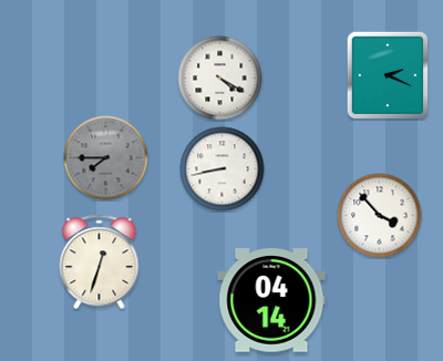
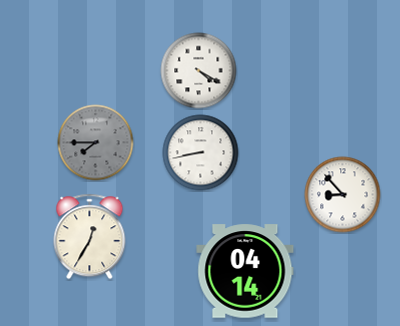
clock at (388, 75): 2:19 -> none
clock at (380, 216): 3:53 -> 8:53
clock at (100, 262): 12:33 -> 12:35
